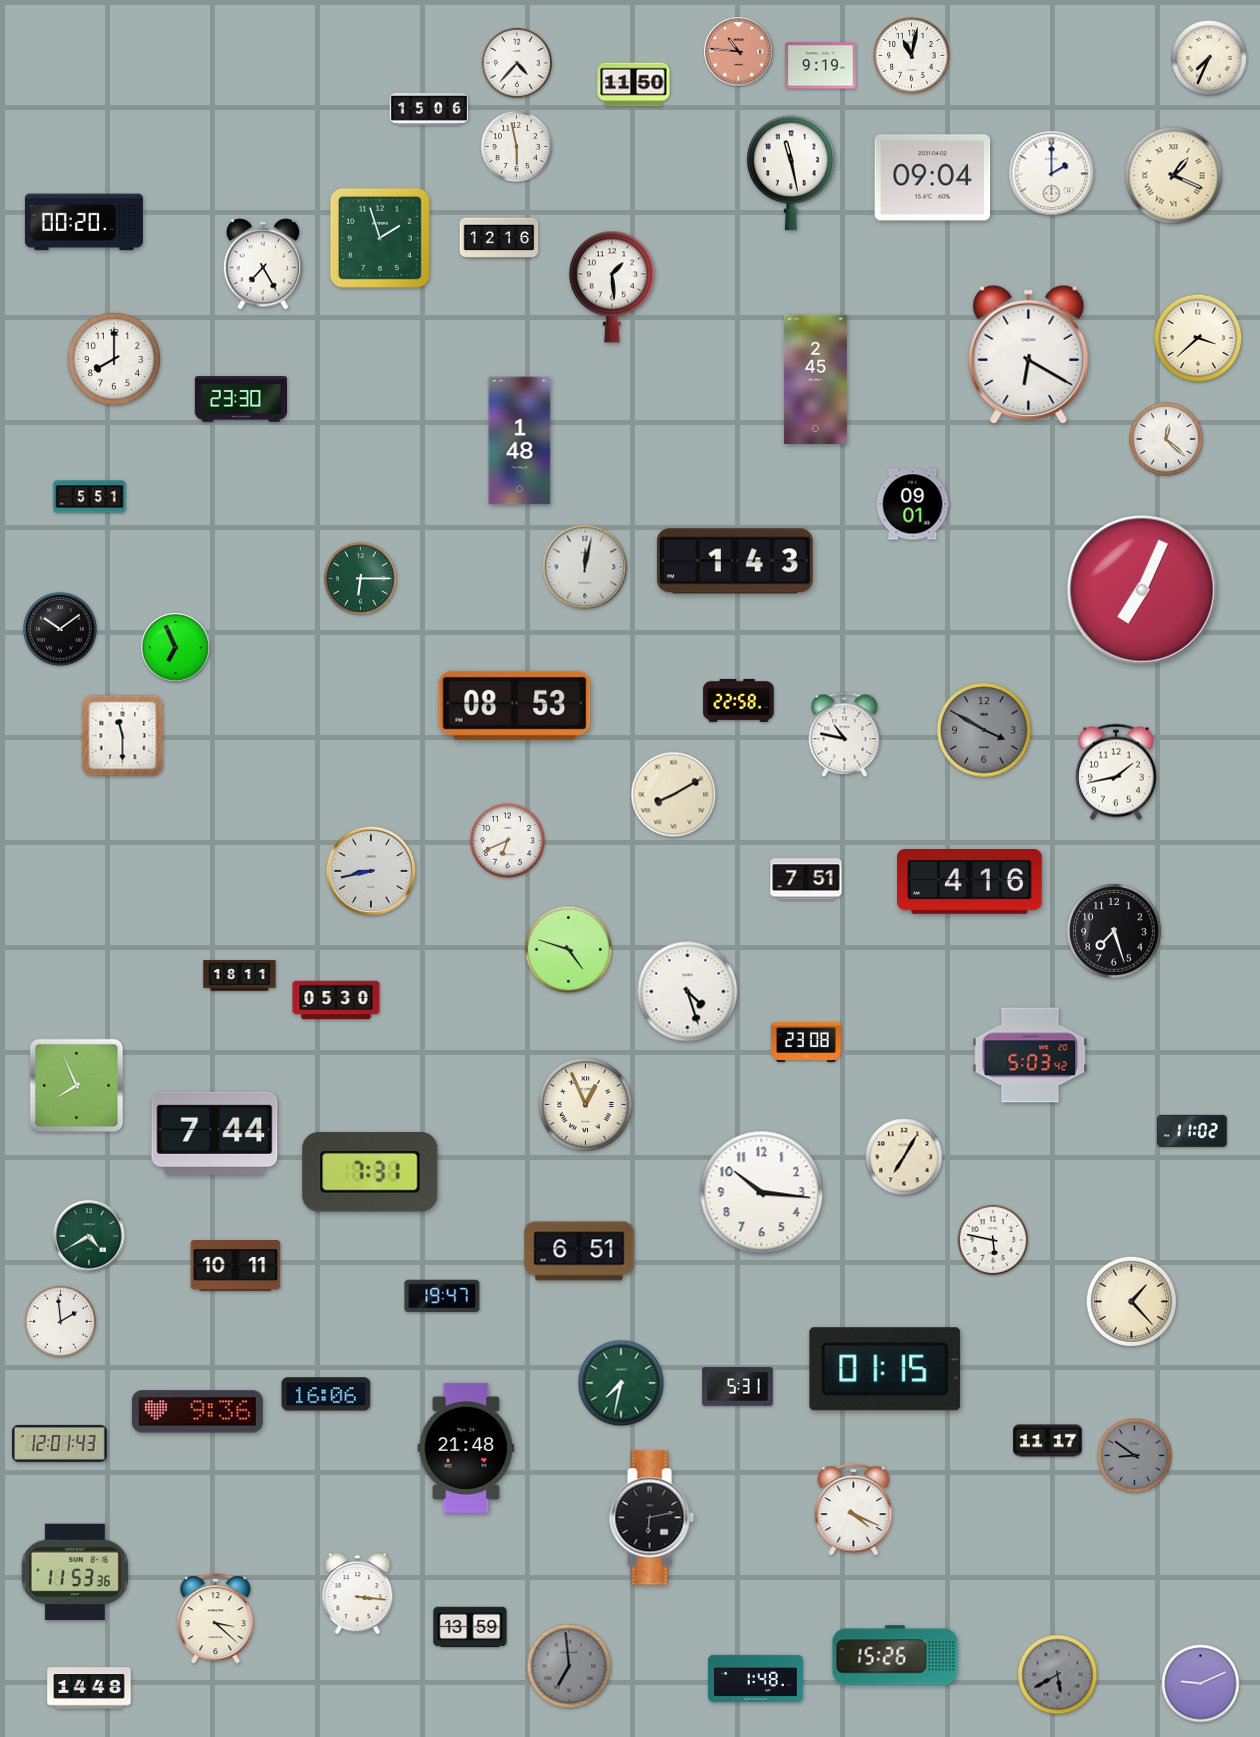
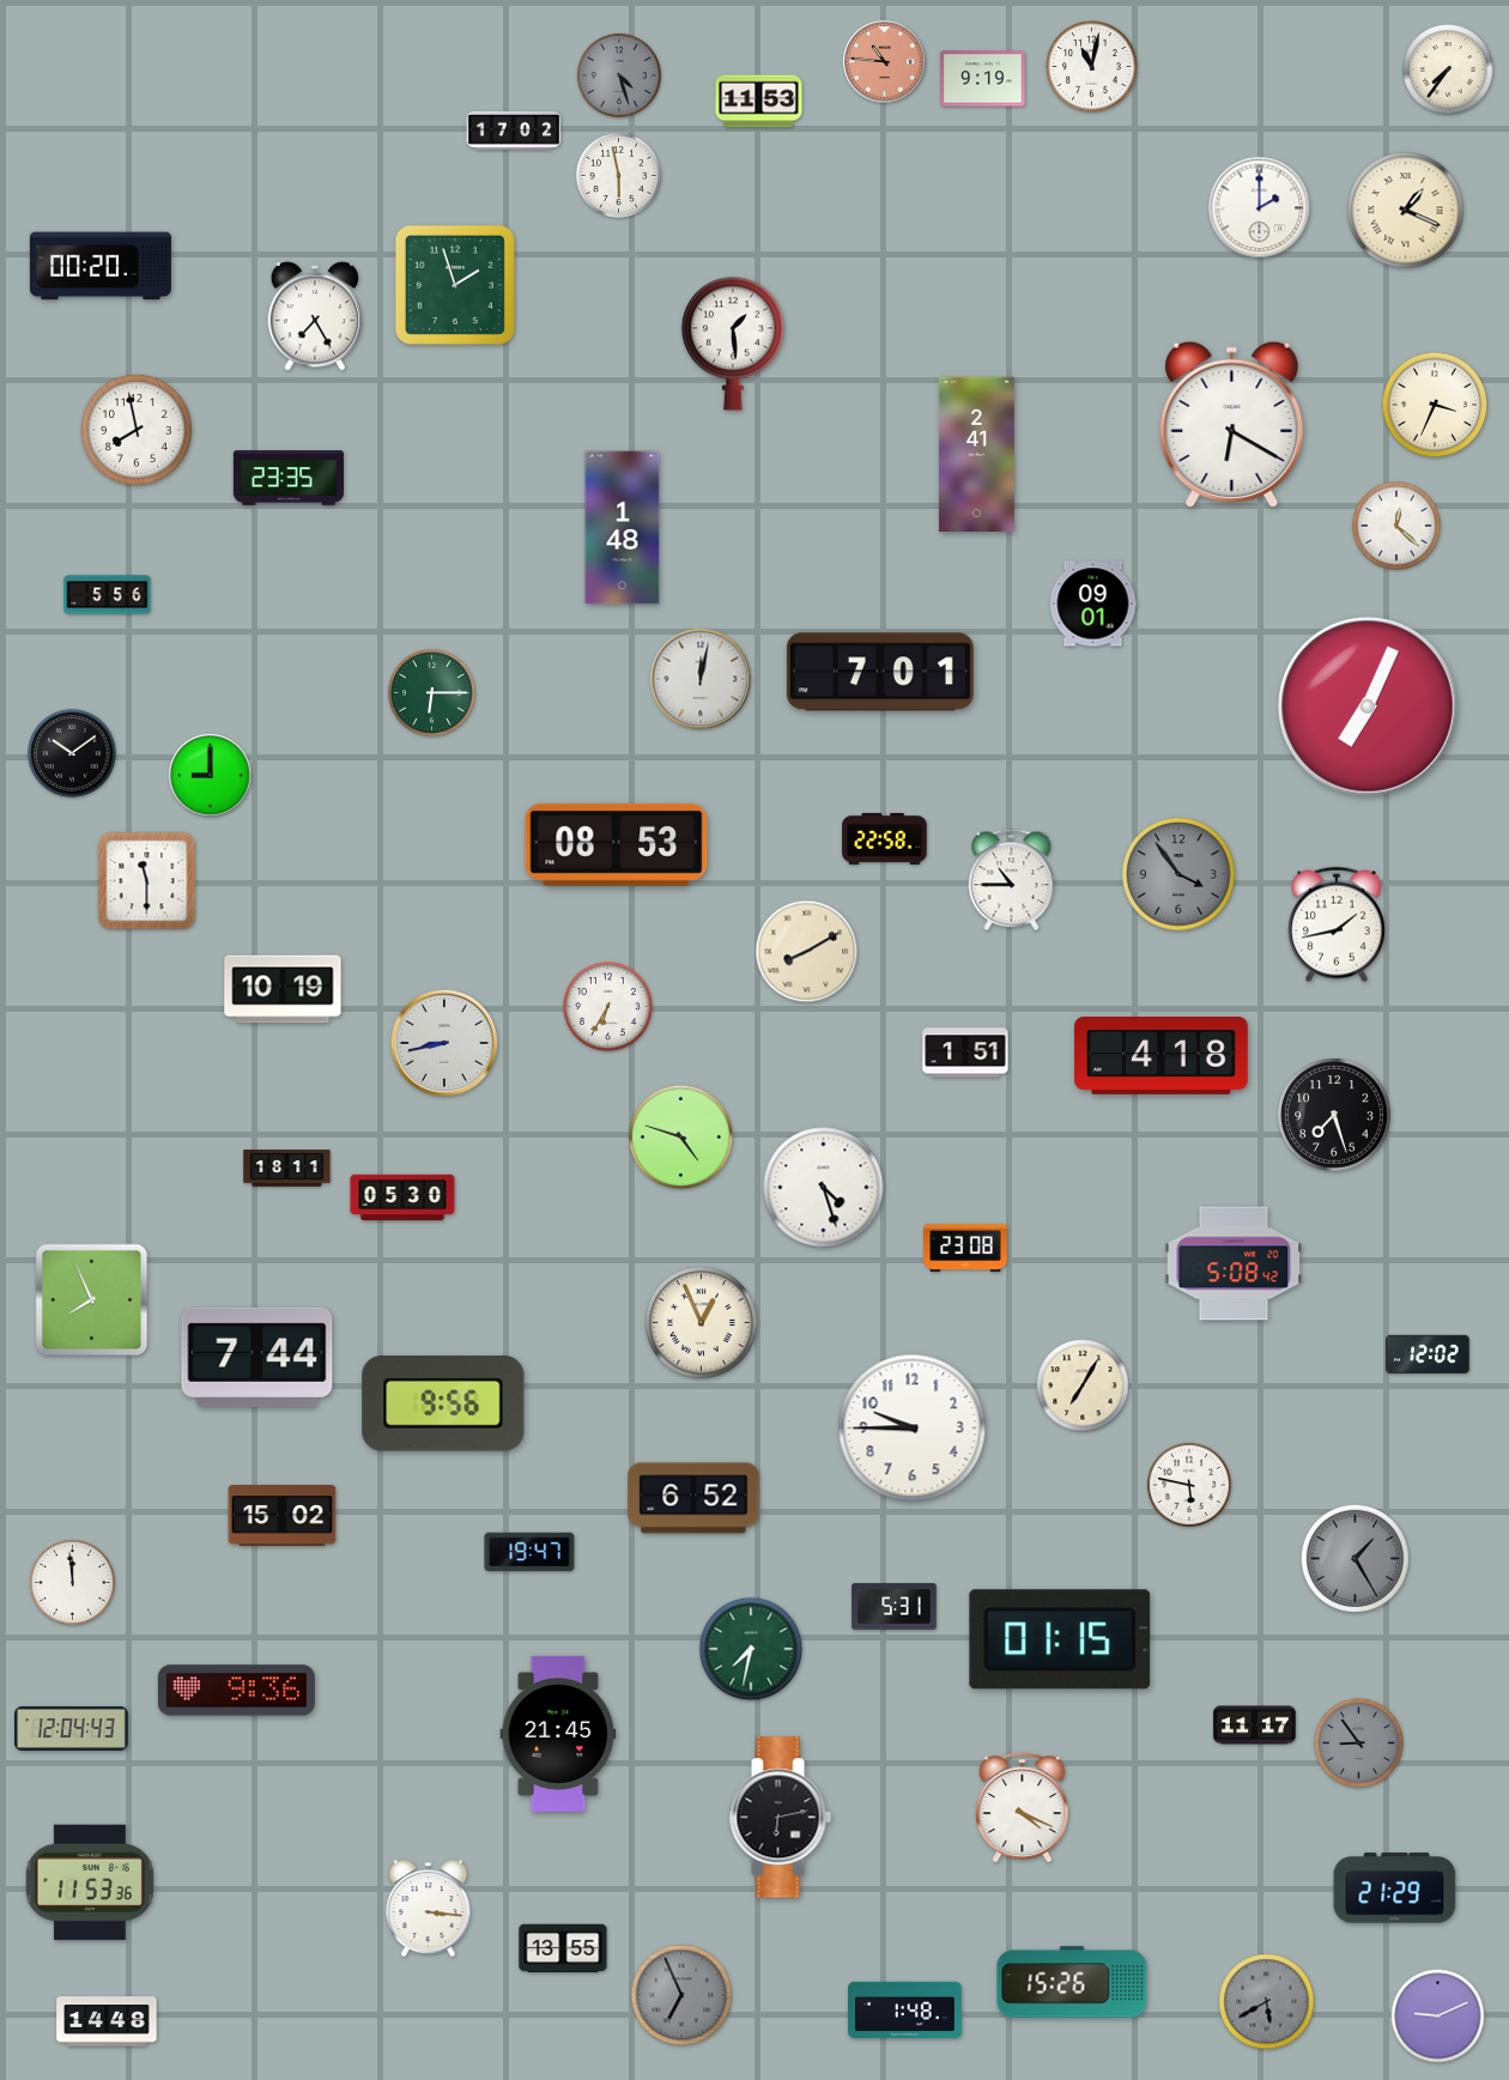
clock at (1209, 58): 7:34 -> 7:36
clock at (517, 63): 4:37 -> 4:27
clock at (517, 63) dial: white -> grey
clock at (634, 85): 11:50 -> 11:53
clock at (429, 109): 15:06 -> 17:02
clock at (792, 173): 11:28 -> none
clock at (933, 178): 09:04 -> none
clock at (499, 238): 12:16 -> none
clock at (1198, 338): 3:38 -> 3:34
clock at (114, 359): 8:00 -> 7:58
clock at (815, 379): 2:45 -> 2:41
clock at (240, 399): 23:30 -> 23:35
clock at (90, 497): 5:51 -> 5:56
clock at (735, 561): 1:43 -> 7:01
clock at (176, 648): 6:56 -> 9:00
clock at (984, 730): 3:50 -> 3:54
clock at (845, 735): 10:47 -> 10:45
clock at (283, 989): none -> 10:19
clock at (508, 841): 6:41 -> 6:35
clock at (806, 879): 7:51 -> 1:51
clock at (970, 882): 4:16 -> 4:18
clock at (1030, 1055): 5:03 -> 5:08
clock at (1193, 1131): 11:02 -> 12:02
clock at (370, 1172): 7:31 -> 9:56
clock at (762, 1193): 10:16 -> 9:45
clock at (89, 1236): 4:40 -> none
clock at (579, 1251): 6:51 -> 6:52
clock at (236, 1266): 10:11 -> 15:02
clock at (1131, 1301): 1:23 -> 1:25
clock at (1131, 1301) dial: cream -> grey
clock at (60, 1321): 1:59 -> 11:59
clock at (621, 1383) position: (621, 1383) -> (751, 1649)
clock at (738, 1387) position: (738, 1387) -> (895, 1607)
clock at (326, 1394): 16:06 -> none
clock at (60, 1443): 12:01 -> 12:04
clock at (466, 1448): 21:48 -> 21:45
clock at (1135, 1456): 8:51 -> 8:54
clock at (1395, 1888): none -> 21:29
clock at (216, 1619): 3:22 -> none
clock at (470, 1627): 13:59 -> 13:55
clock at (569, 1666): 6:59 -> 6:56
clock at (1058, 1675) position: (1058, 1675) -> (1267, 2002)
